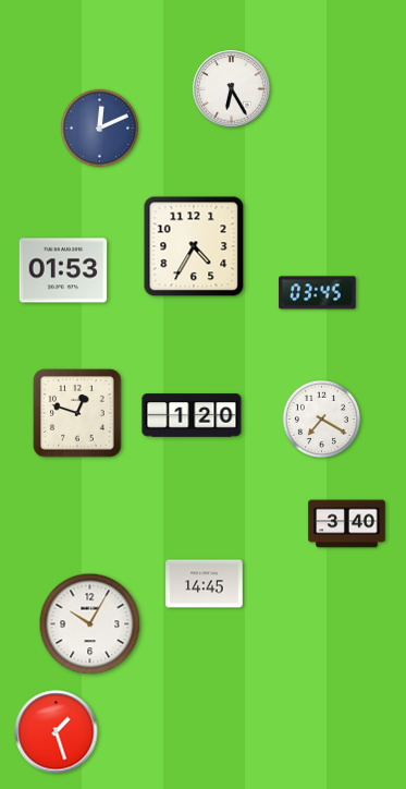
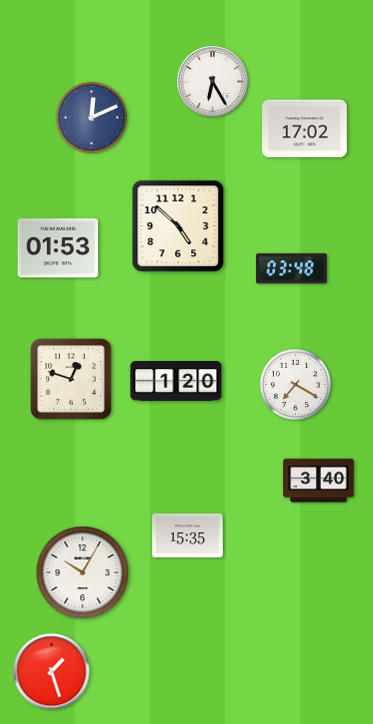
clock at (305, 129): none -> 17:02
clock at (194, 246): 4:35 -> 4:52
clock at (318, 293): 03:45 -> 03:48
clock at (205, 584): 14:45 -> 15:35
